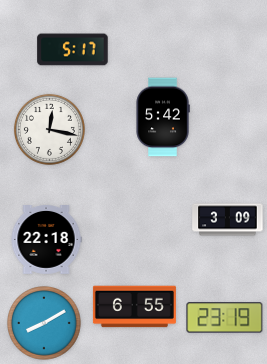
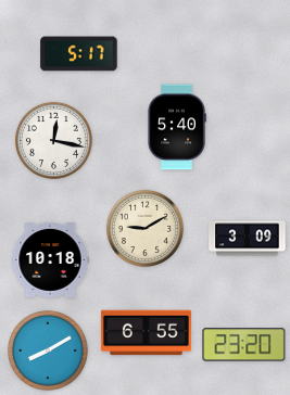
clock at (163, 117): 5:42 -> 5:40
clock at (144, 228): none -> 9:10
clock at (46, 240): 22:18 -> 10:18
clock at (225, 318): 23:19 -> 23:20
